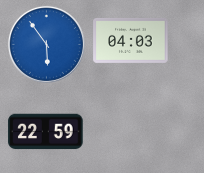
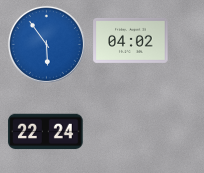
clock at (131, 40): 04:03 -> 04:02
clock at (46, 132): 22:59 -> 22:24
